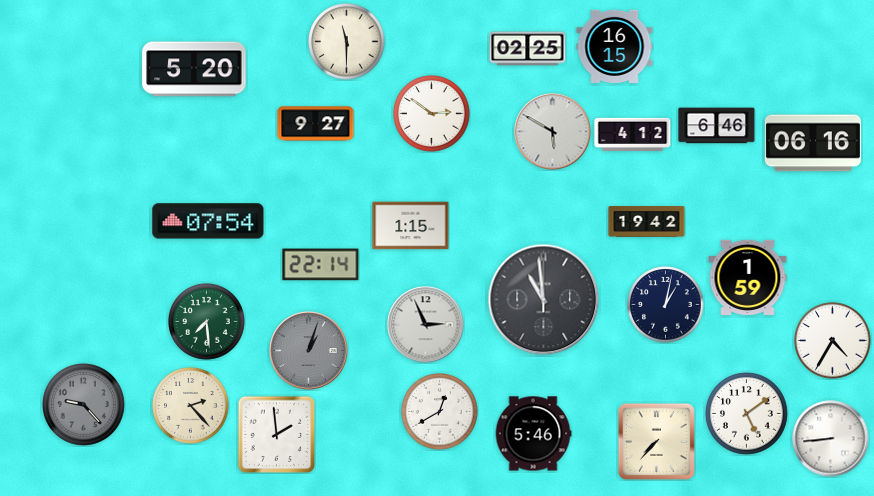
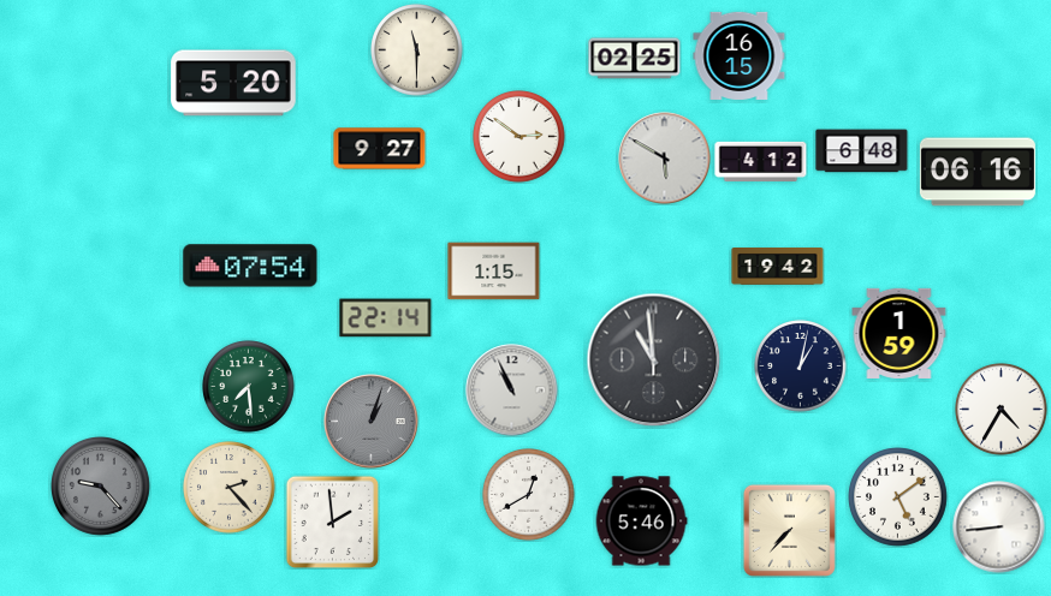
clock at (717, 126): 6:46 -> 6:48
clock at (426, 325): 2:56 -> 10:56
